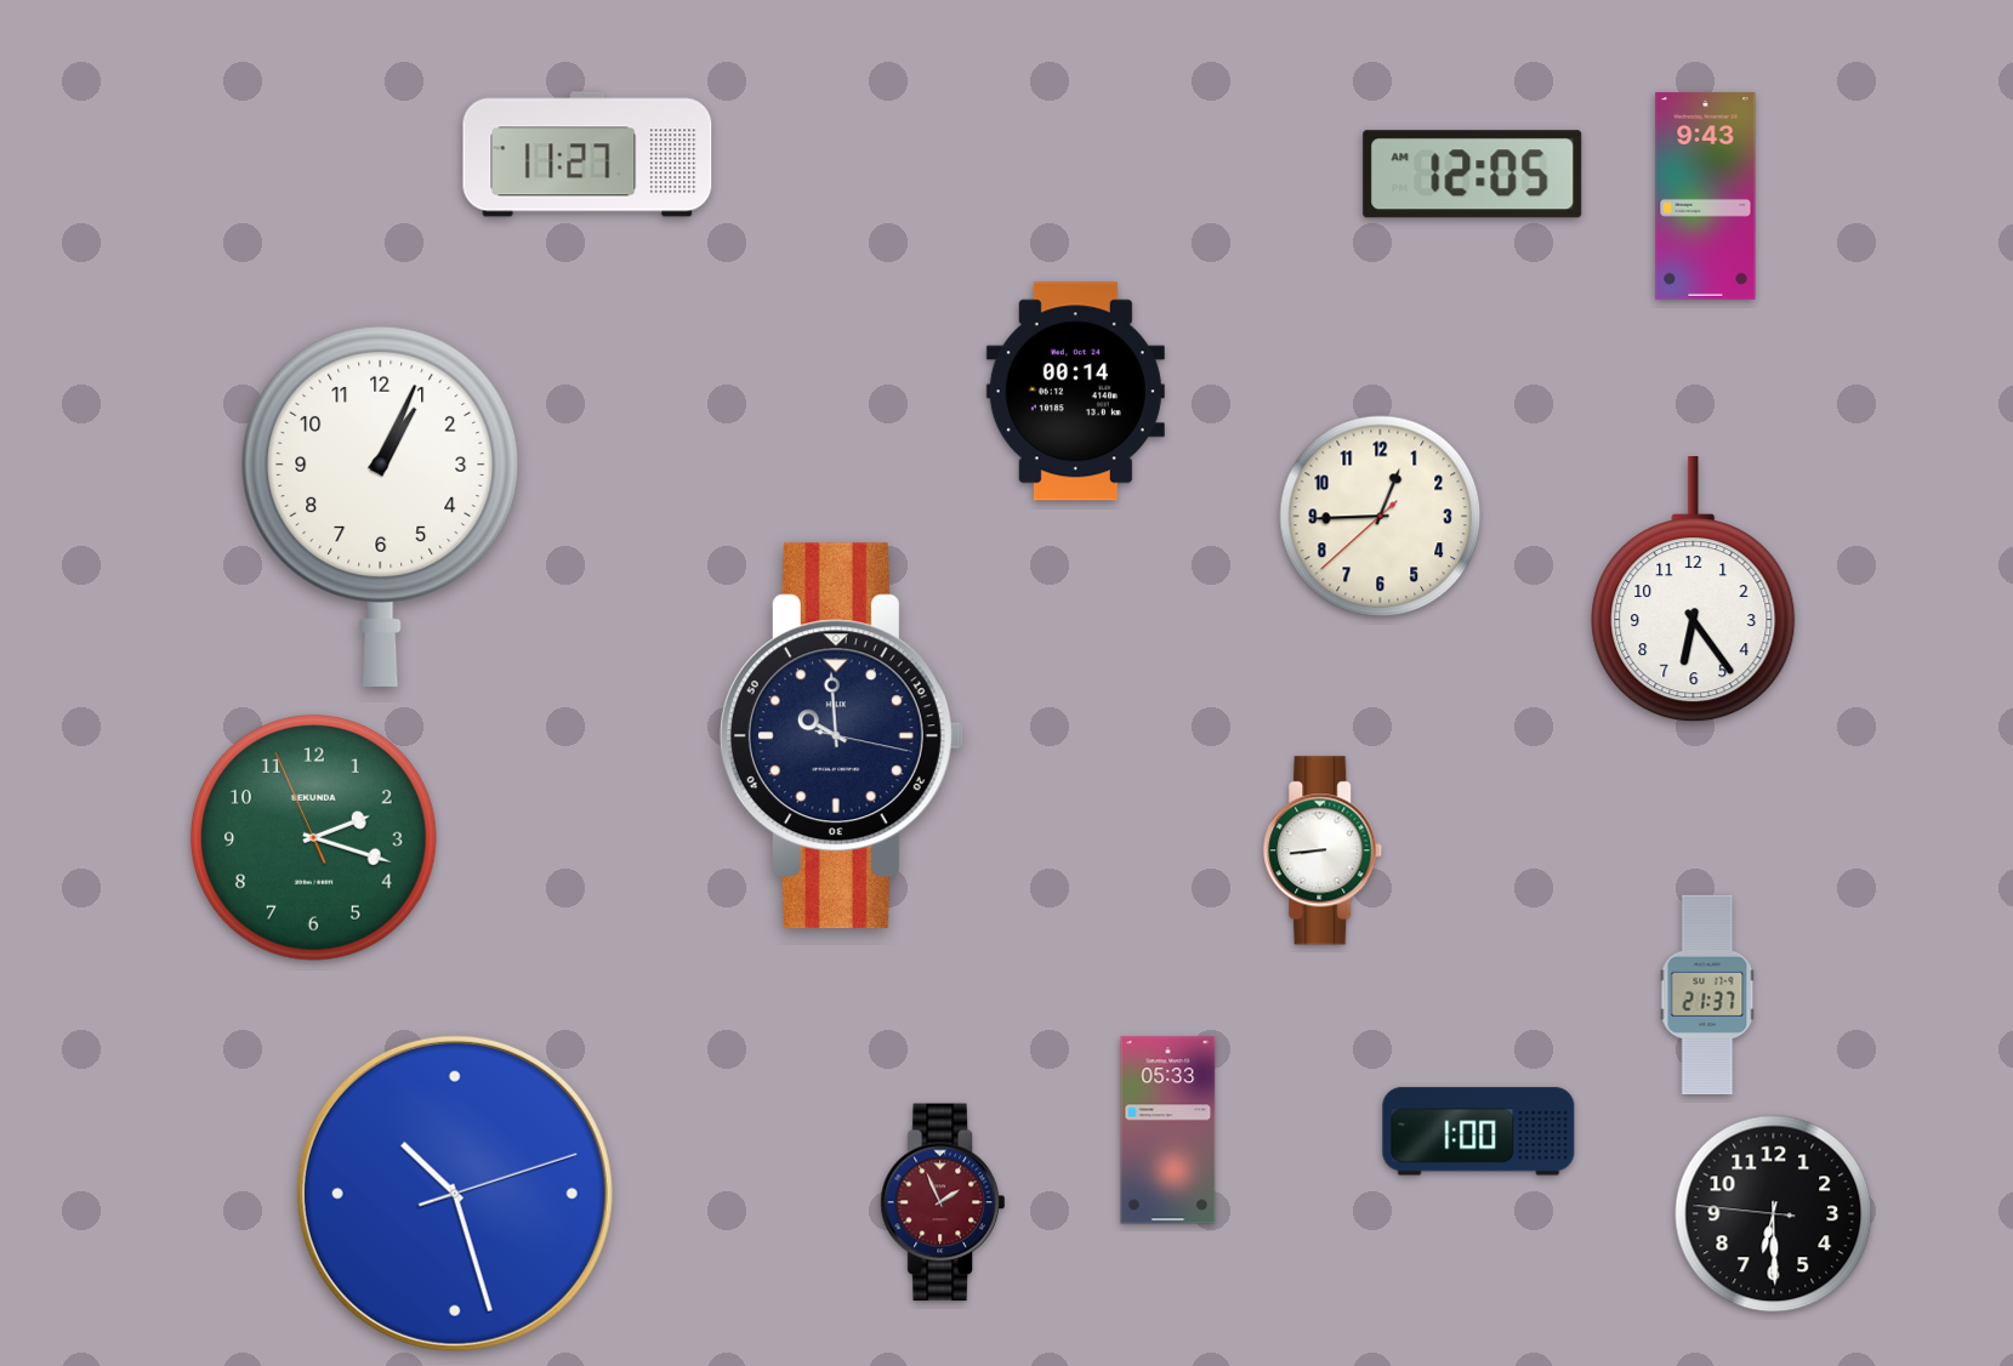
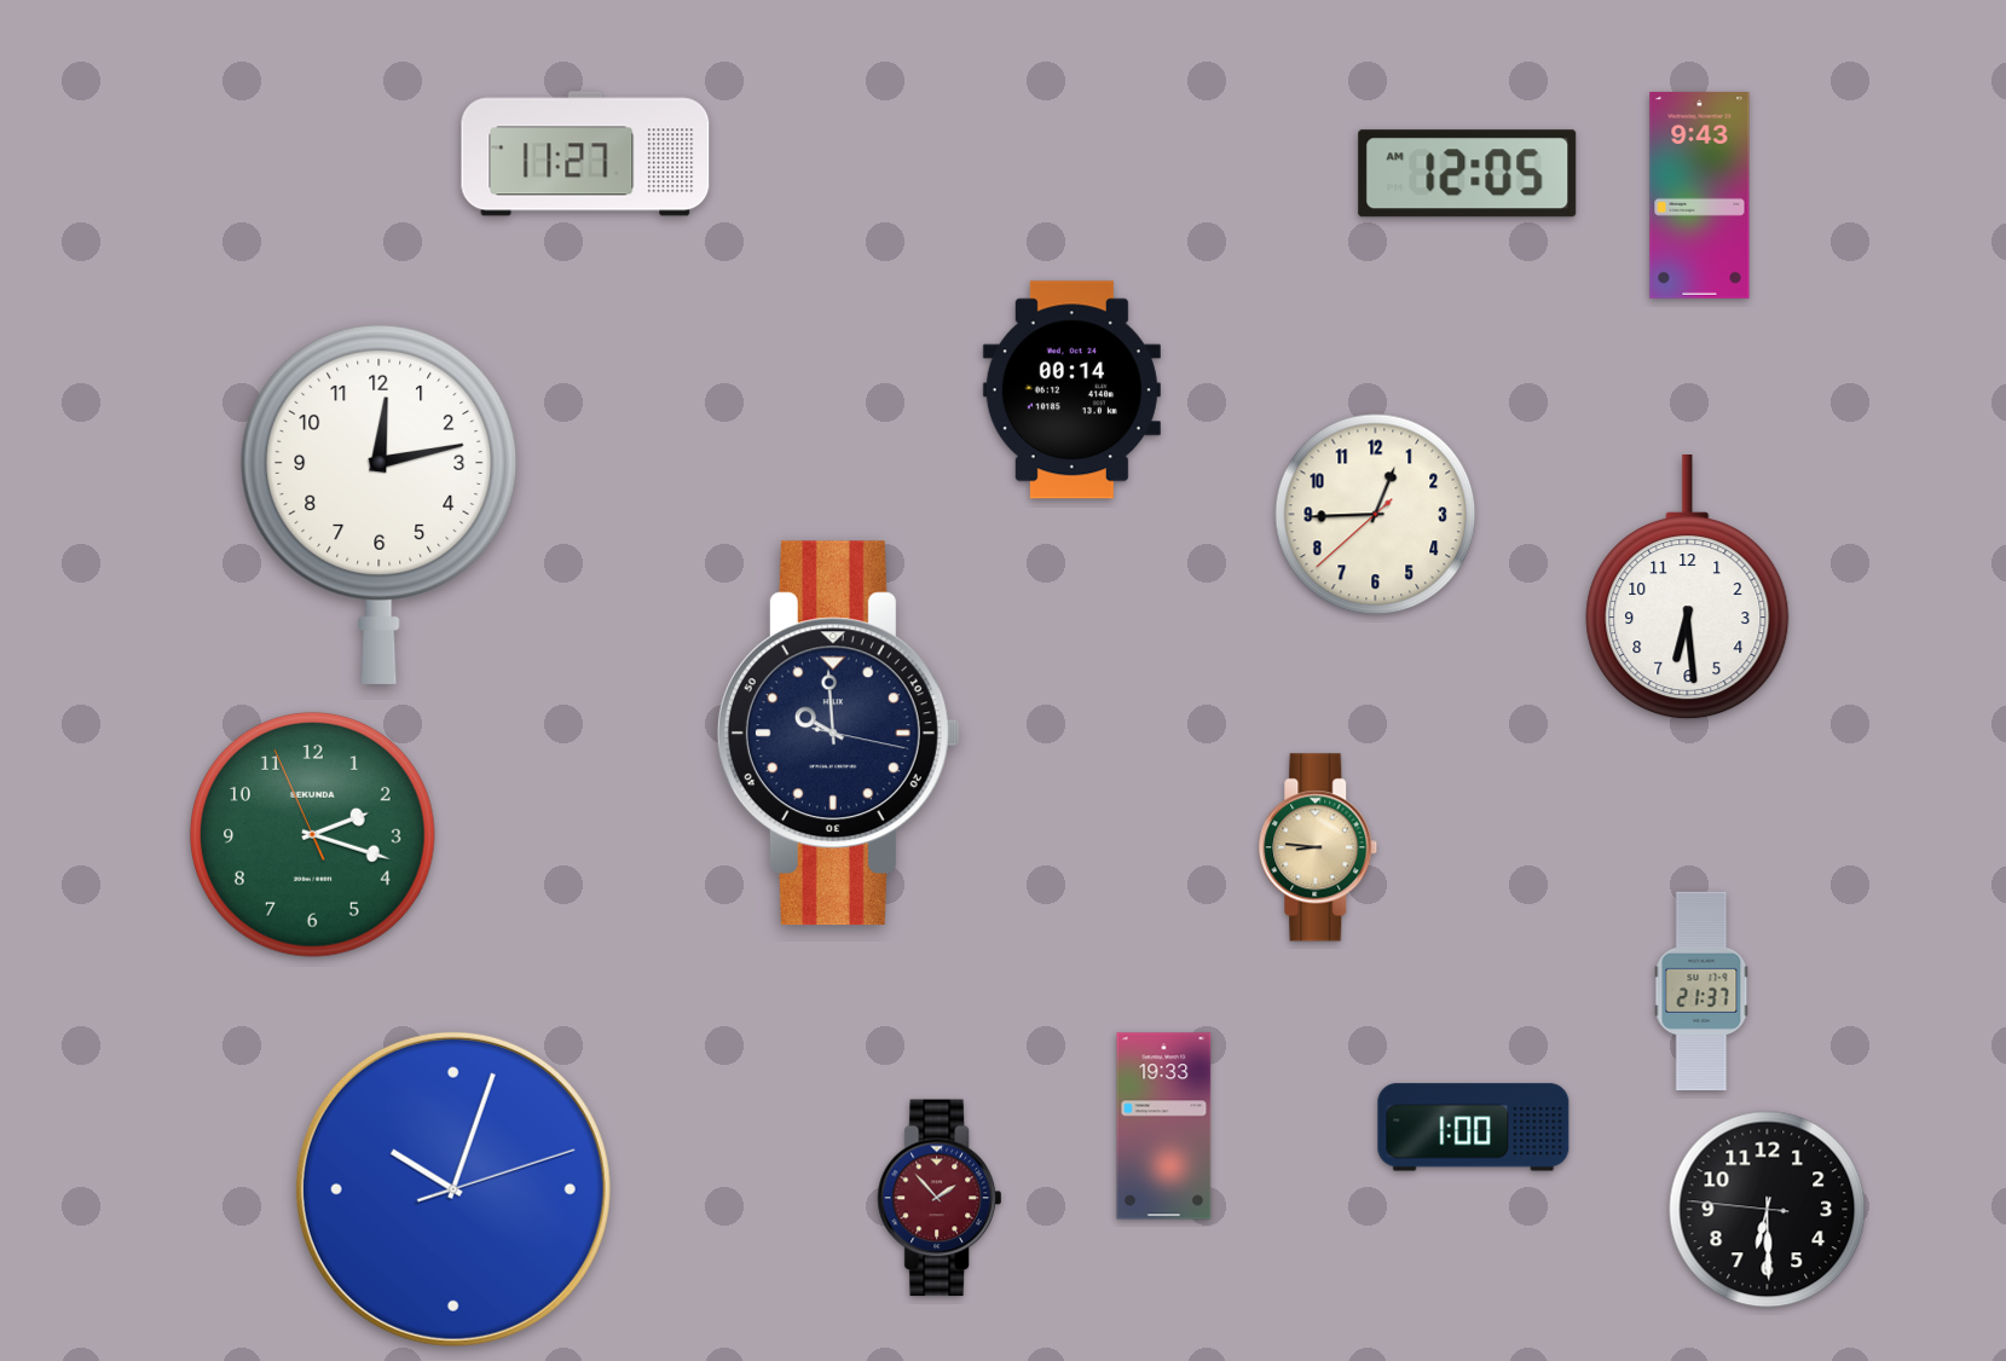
clock at (381, 506): 1:04 -> 12:13
clock at (1694, 591): 6:24 -> 6:29
clock at (1323, 850): 8:44 -> 8:46
clock at (1323, 850) dial: white -> champagne
clock at (1168, 1131): 05:33 -> 19:33
clock at (455, 1194): 10:27 -> 10:03
clock at (943, 1202): 1:56 -> 1:53
